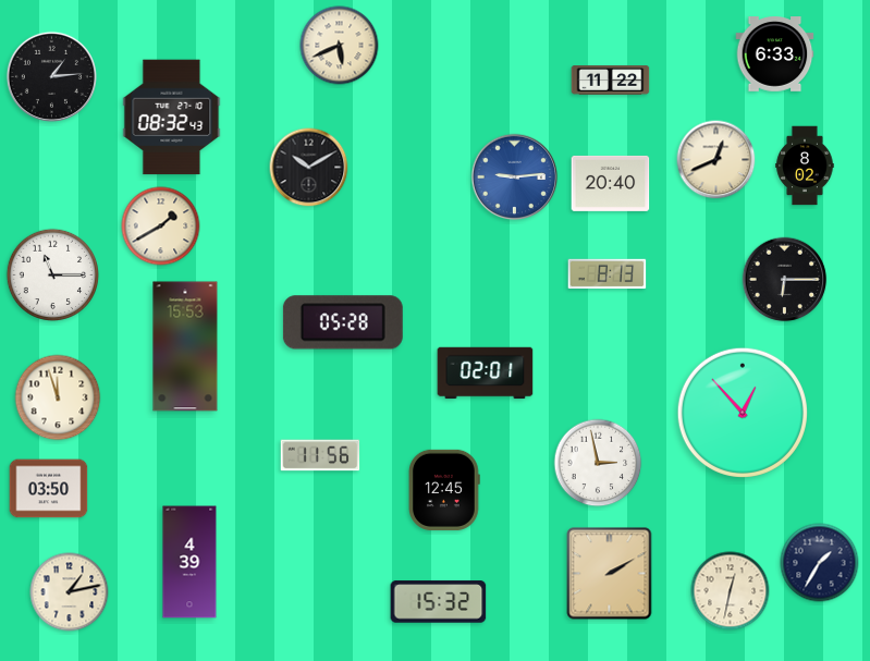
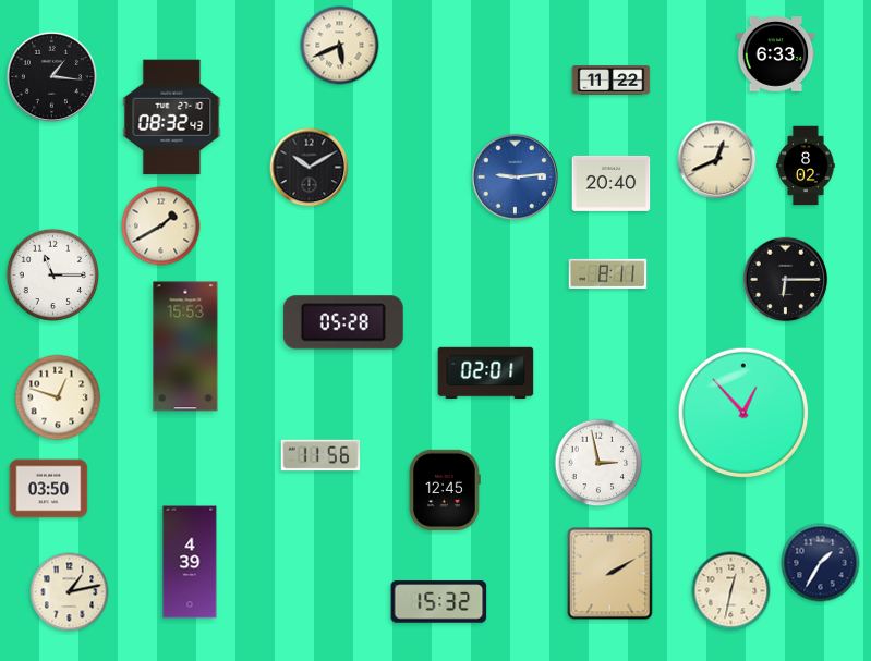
clock at (51, 76): 1:14 -> 1:16
clock at (608, 274): 8:13 -> 8:11
clock at (58, 397): 11:57 -> 12:48
